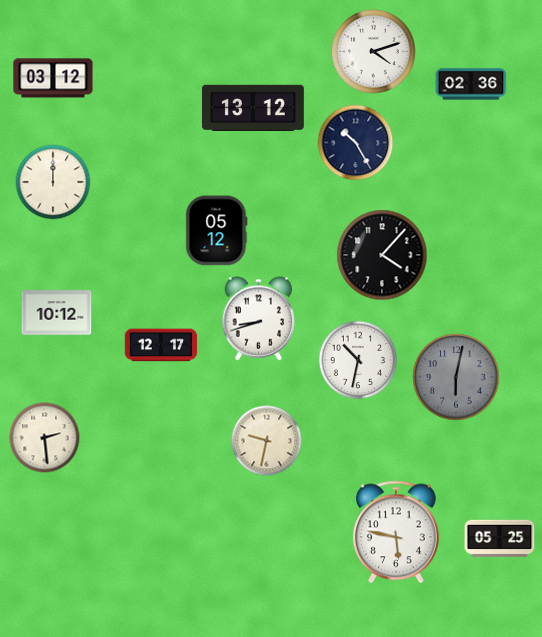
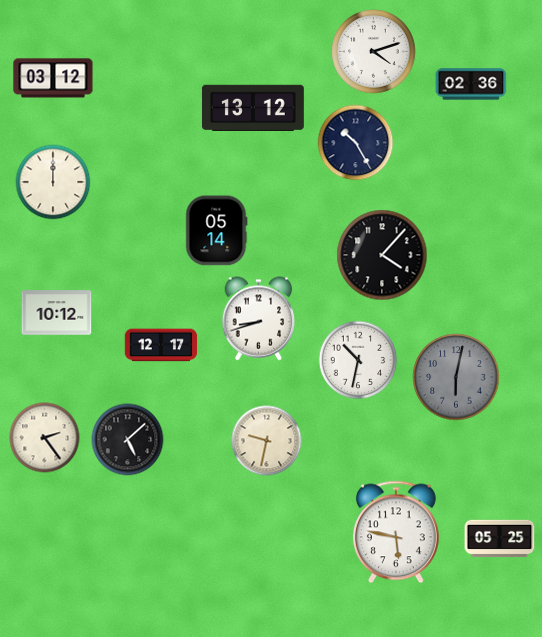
clock at (217, 231): 05:12 -> 05:14
clock at (45, 438): 2:29 -> 2:24
clock at (128, 440): none -> 5:08
